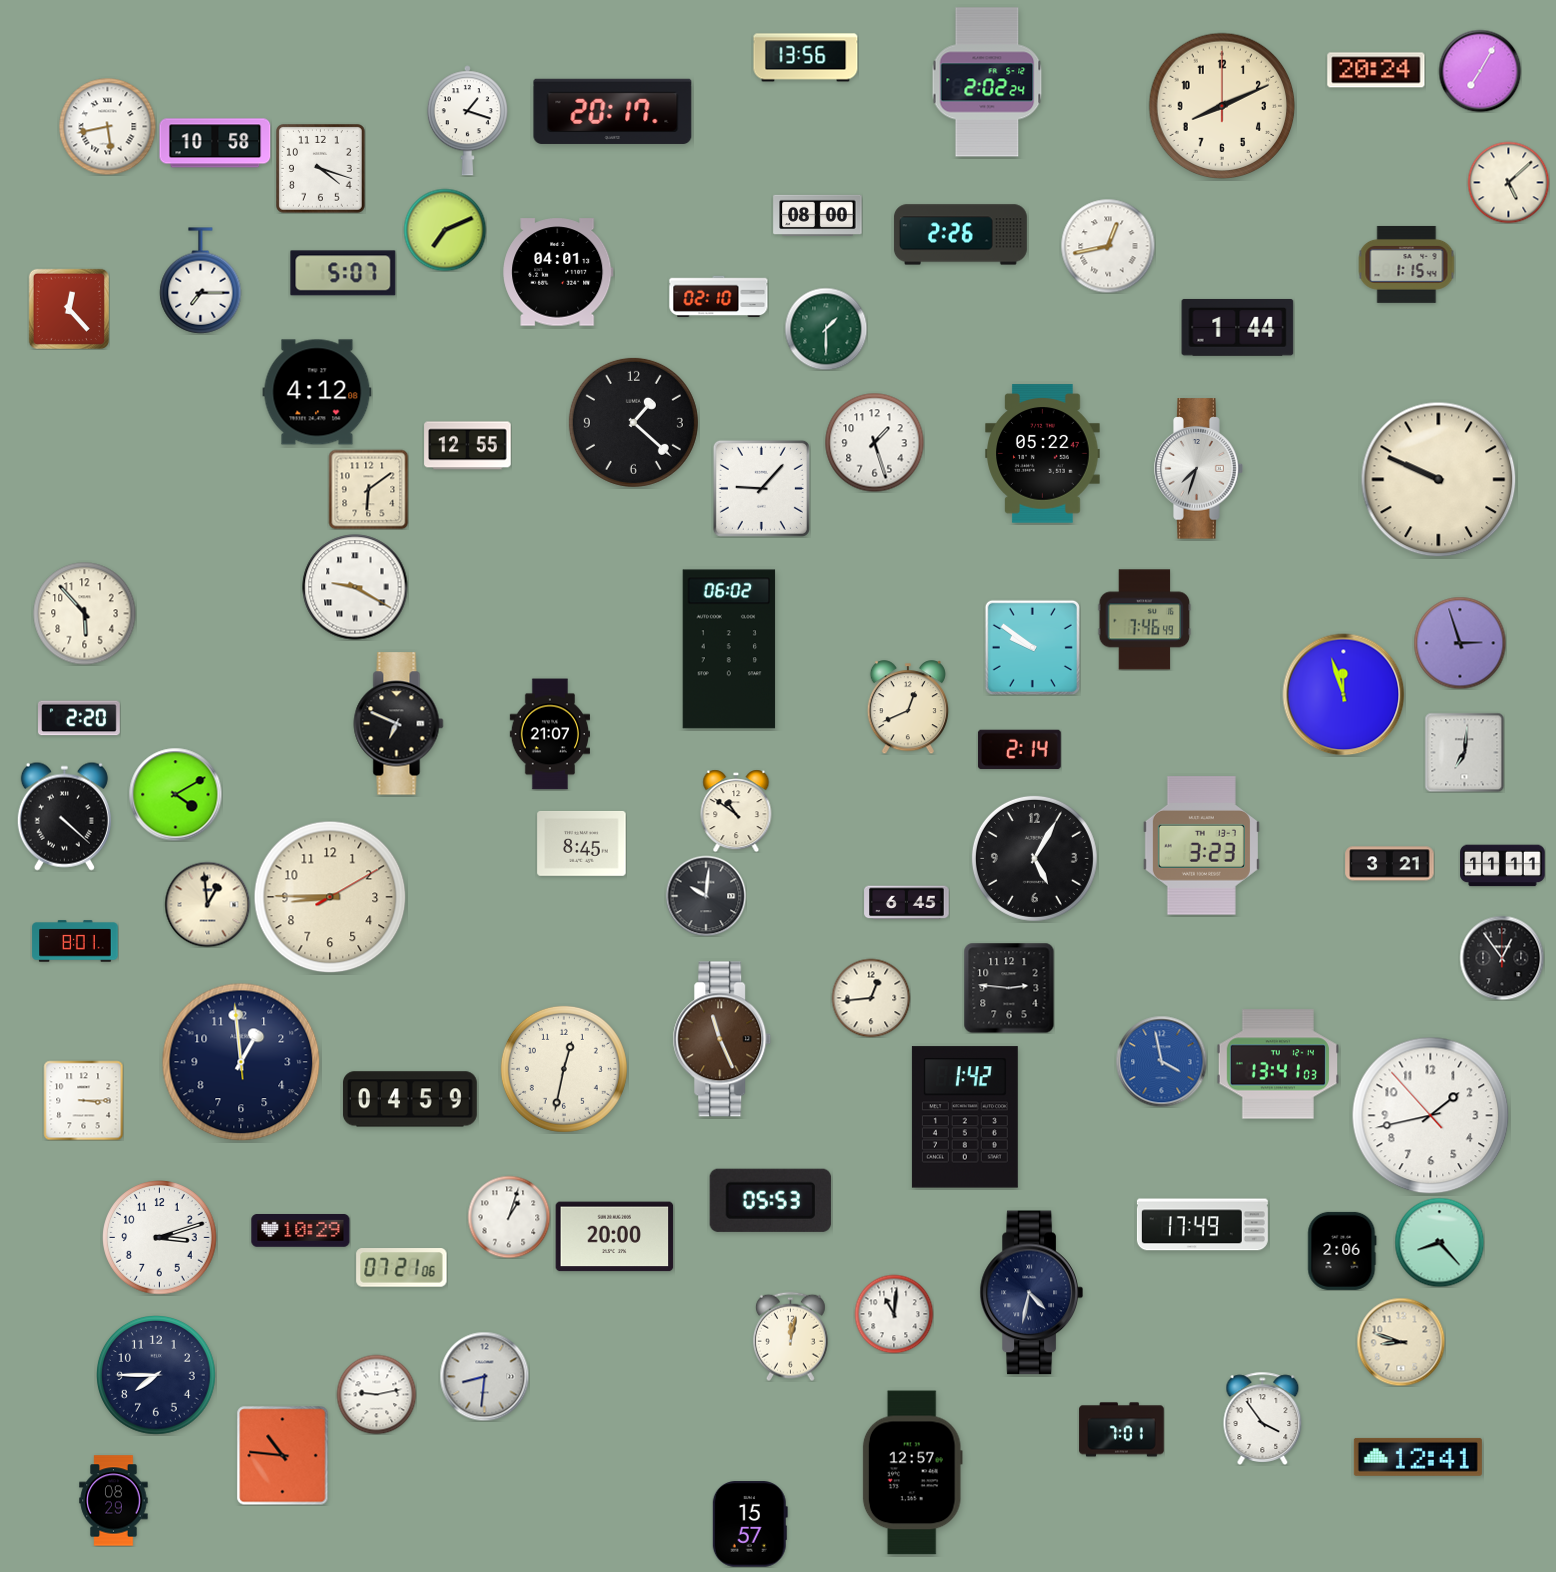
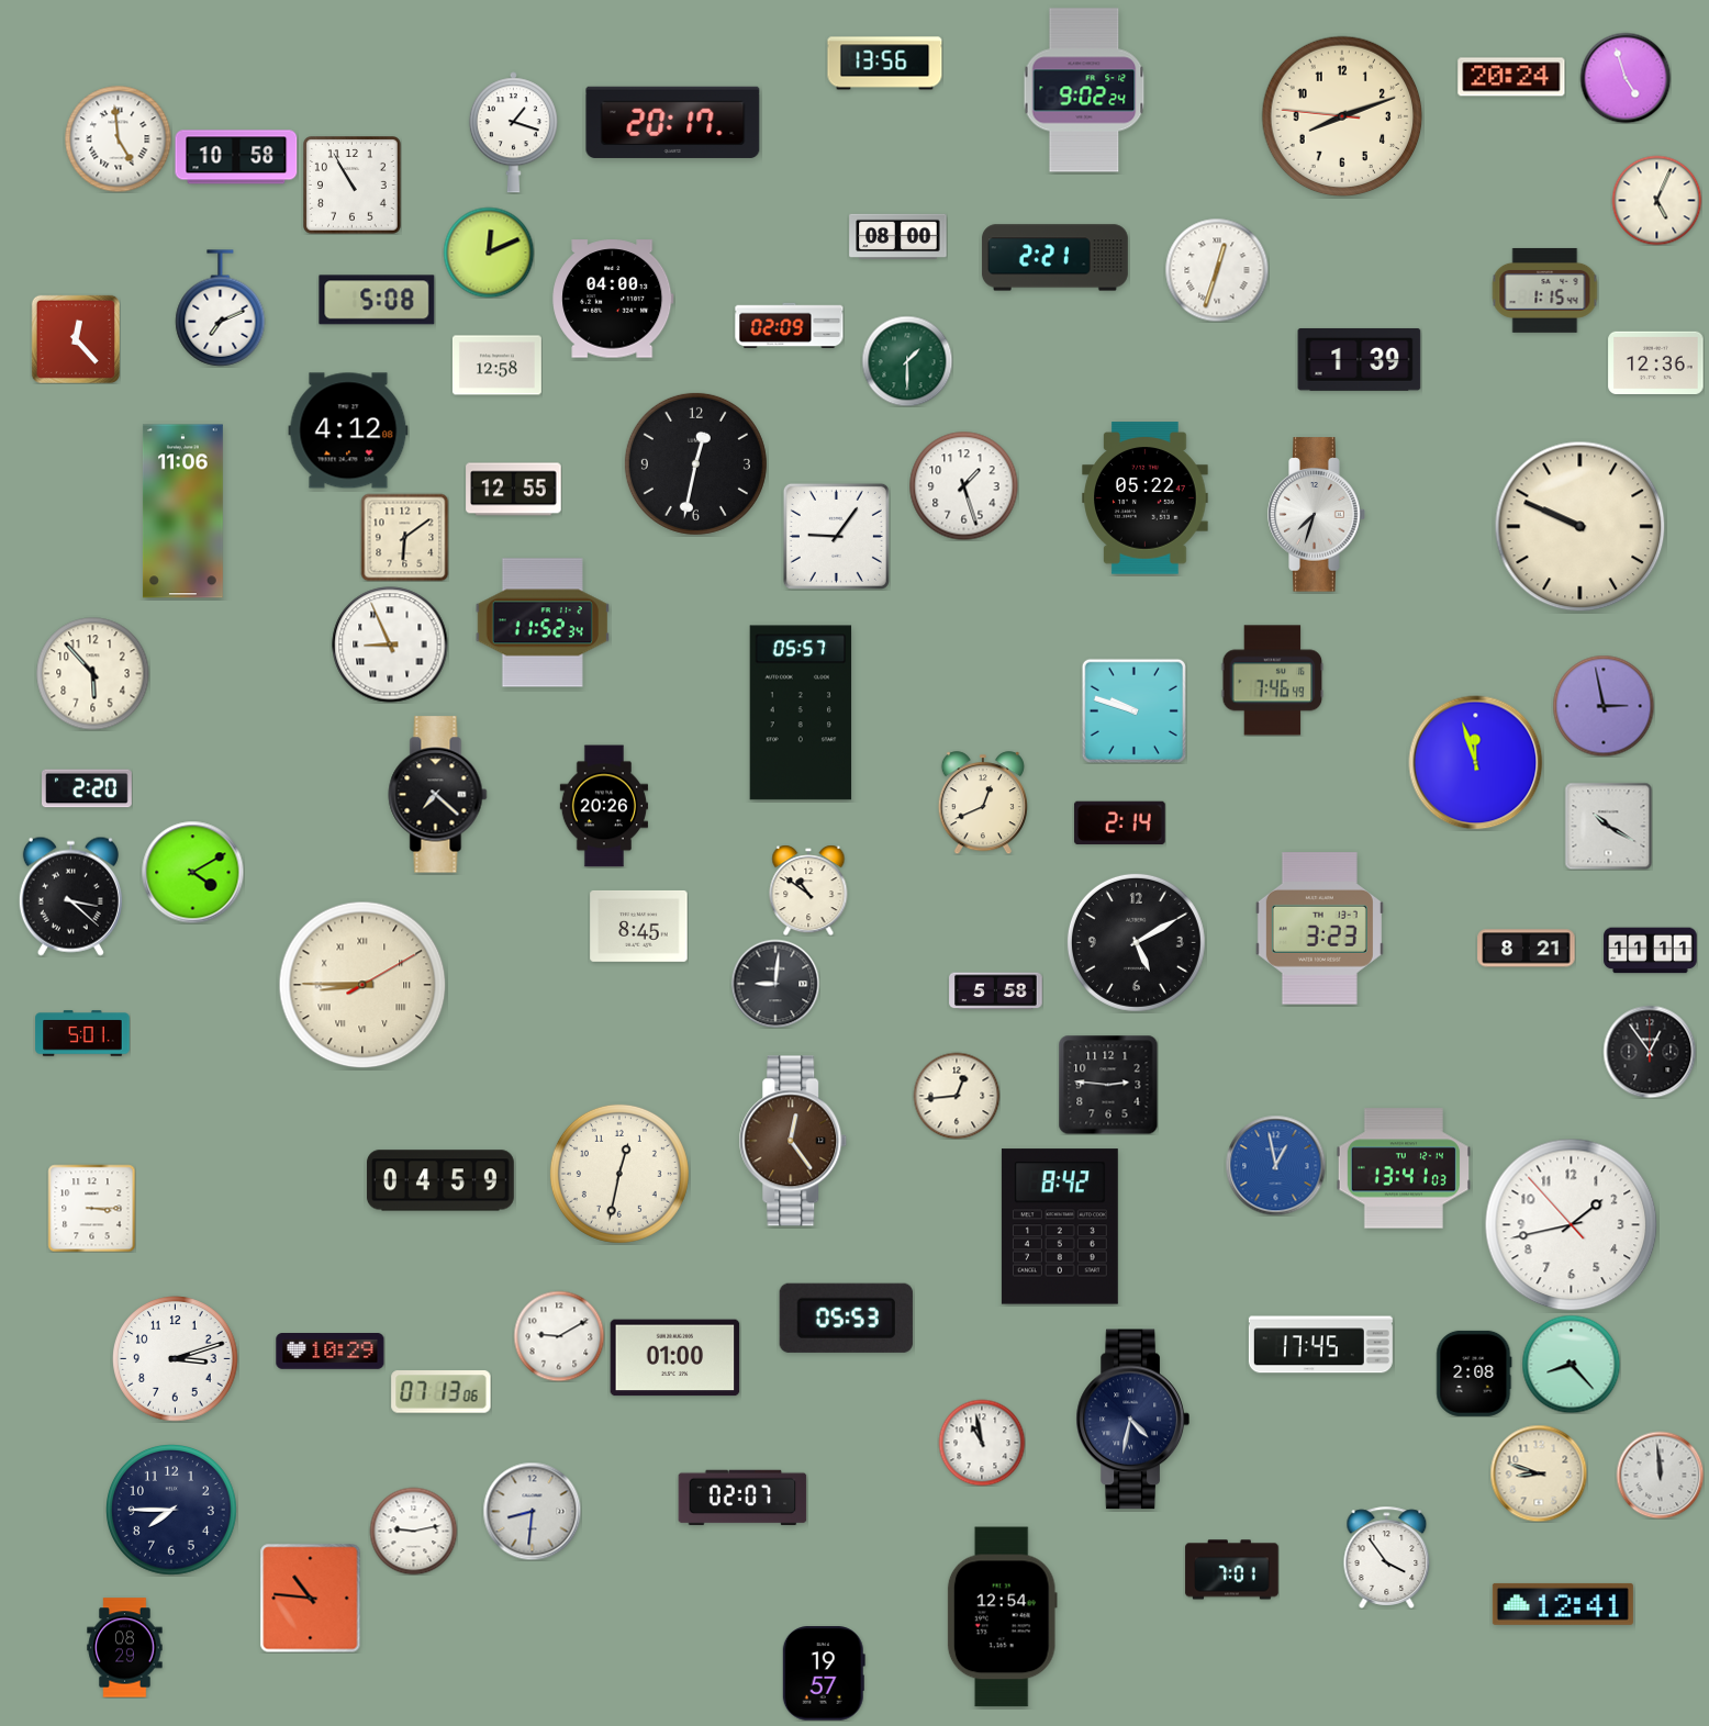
clock at (1480, 71): 7:05 -> 4:57
clock at (987, 82): 2:02 -> 9:02
clock at (1222, 106): 8:11:00 -> 8:11:46
clock at (107, 126): 5:43 -> 4:59
clock at (321, 169): 4:18 -> 10:55
clock at (1508, 182): 5:08 -> 5:04
clock at (445, 230): 7:11 -> 12:11
clock at (960, 235): 2:26 -> 2:21
clock at (1108, 246): 12:43 -> 12:33
clock at (558, 272): 04:01 -> 04:00
clock at (343, 273): 5:07 -> 5:08
clock at (201, 281): 7:15 -> 7:11
clock at (719, 297): 02:10 -> 02:09
clock at (1238, 327): 1:44 -> 1:39
clock at (1656, 362): none -> 12:36
clock at (498, 366): none -> 12:58
clock at (633, 422): 1:22 -> 12:32
clock at (875, 443) position: (875, 443) -> (964, 486)
clock at (182, 512): none -> 11:06
clock at (761, 488): 9:07 -> 9:06
clock at (543, 623): none -> 11:52
clock at (355, 587): 9:20 -> 8:56
clock at (1145, 620) position: (1145, 620) -> (1273, 681)
clock at (1460, 643): 2:57 -> 2:58
clock at (1032, 647): 9:51 -> 9:48
clock at (729, 649): 06:02 -> 05:57
clock at (908, 707) position: (908, 707) -> (983, 803)
clock at (399, 724): 6:49 -> 7:22
clock at (549, 734): 21:07 -> 20:26
clock at (1464, 752): 7:01 -> 10:20
clock at (64, 816): 4:22 -> 3:22
clock at (1034, 858): 5:05 -> 5:10
clock at (1390, 864): 3:21 -> 8:21
clock at (706, 896): 10:01 -> 9:01
clock at (330, 897) numerals: Arabic -> Roman
clock at (907, 903): 6:45 -> 5:58
clock at (207, 904): 12:59 -> none
clock at (75, 941): 8:01 -> 5:01
clock at (722, 1039): 11:26 -> 12:24
clock at (1161, 1061): 3:58 -> 12:58
clock at (241, 1062): 12:58 -> none
clock at (410, 1099) position: (410, 1099) -> (440, 1180)
clock at (965, 1117): 1:42 -> 8:42
clock at (509, 1217): 1:03 -> 9:10
clock at (1202, 1225): 17:49 -> 17:45
clock at (615, 1237): 20:00 -> 01:00
clock at (1439, 1242) position: (1439, 1242) -> (1571, 1364)
clock at (1342, 1251): 2:06 -> 2:08
clock at (402, 1268): 07:21 -> 07:13
clock at (894, 1314): 11:01 -> 10:58
clock at (790, 1336): 12:02 -> none
clock at (1660, 1475): none -> 11:59
clock at (742, 1498): none -> 02:07
clock at (1418, 1457) position: (1418, 1457) -> (1563, 1604)
clock at (912, 1473): 12:57 -> 12:54
clock at (750, 1524): 15:57 -> 19:57
